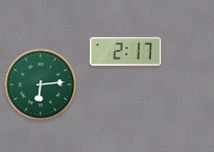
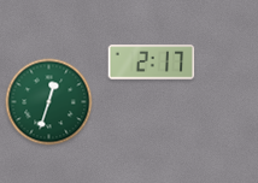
clock at (41, 85): 6:14 -> 12:33
